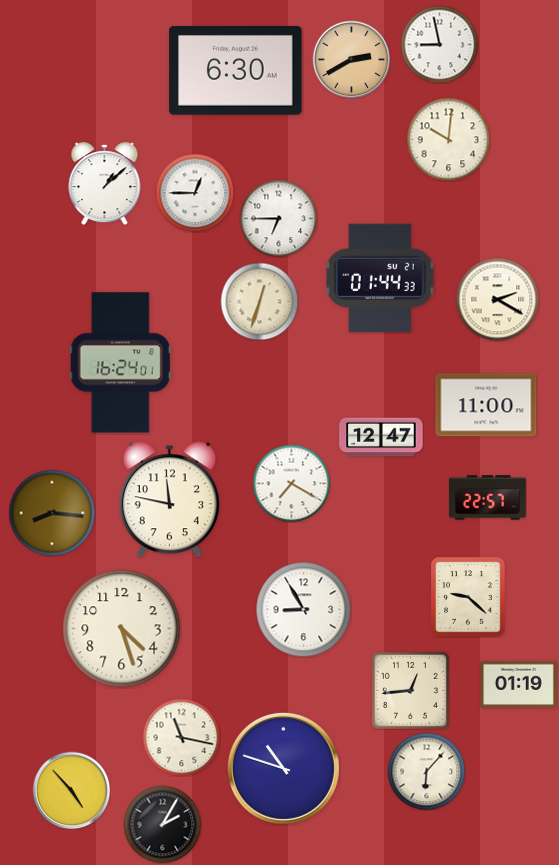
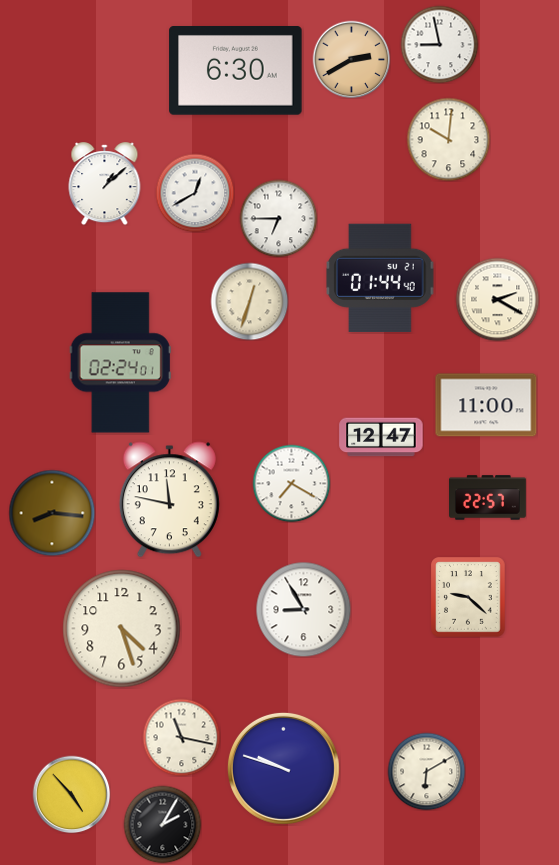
clock at (195, 193): 12:45 -> 12:40
clock at (380, 278): 01:44:33 -> 01:44:40
clock at (259, 301) position: (259, 301) -> (249, 301)
clock at (120, 363): 16:24 -> 02:24
clock at (518, 685): 01:19 -> none
clock at (410, 690): 12:44 -> none
clock at (283, 768): 10:48 -> 9:48
clock at (426, 771): 6:07 -> 6:10
clock at (71, 790) position: (71, 790) -> (71, 794)
